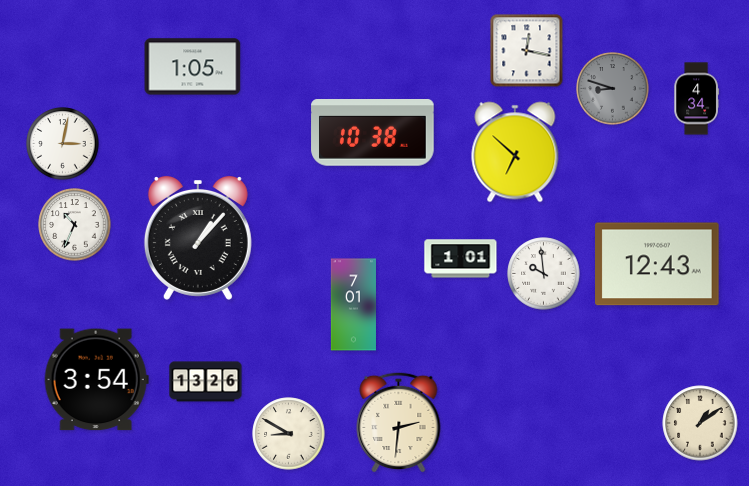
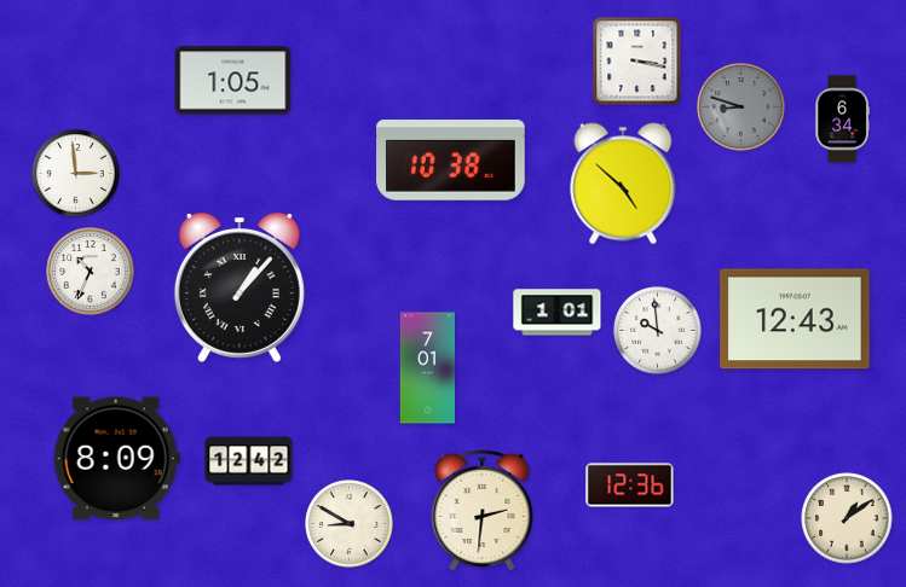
clock at (527, 51): 12:17 -> 3:17
clock at (696, 99): 4:34 -> 6:34
clock at (63, 144): 3:02 -> 2:59
clock at (515, 152): 6:52 -> 4:52
clock at (96, 380): 3:54 -> 8:09
clock at (206, 382): 13:26 -> 12:42
clock at (630, 486): none -> 12:36
clock at (700, 423) position: (700, 423) -> (847, 518)
